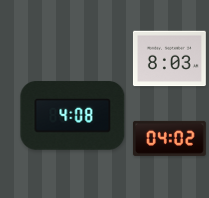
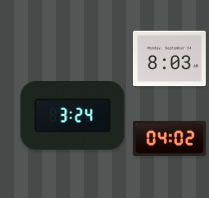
clock at (73, 116): 4:08 -> 3:24
